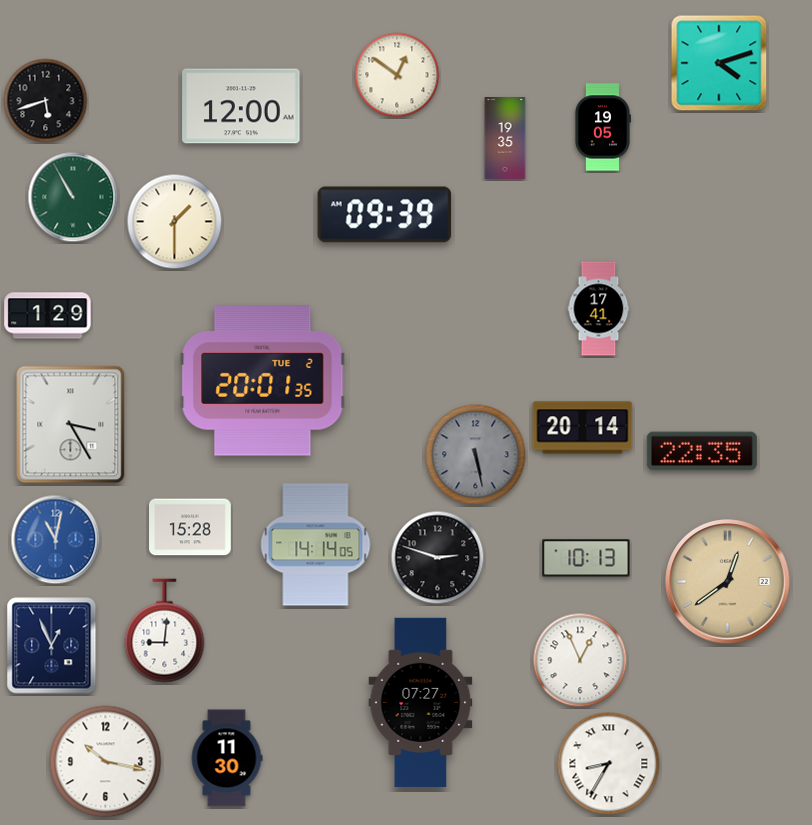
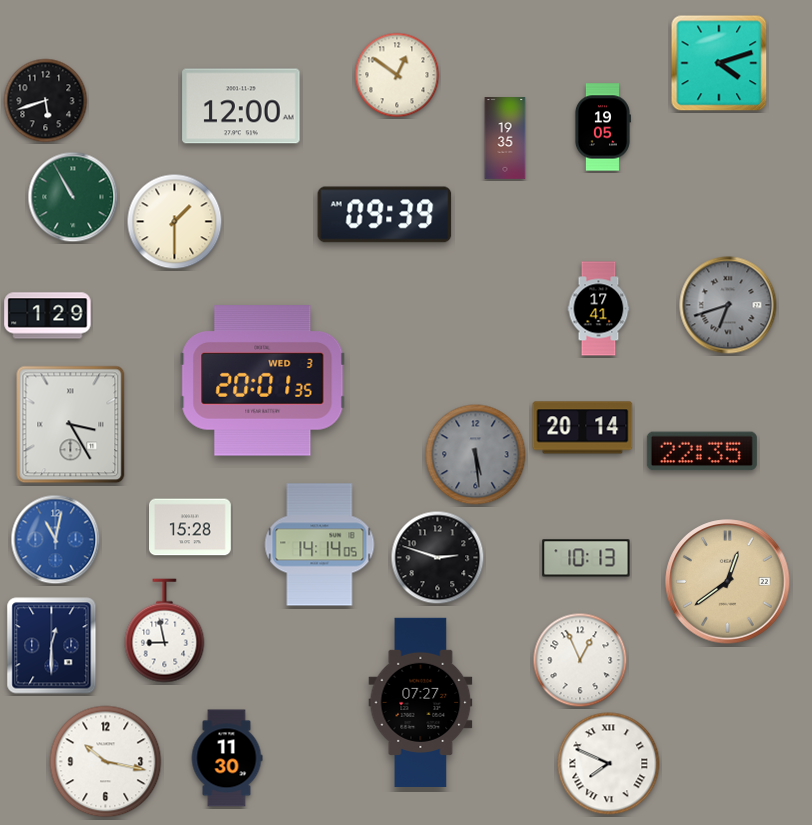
clock at (728, 305): none -> 6:42
clock at (263, 381) date: TUE 2 -> WED 3
clock at (476, 455): 5:28 -> 5:29
clock at (316, 545) position: (316, 545) -> (320, 545)
clock at (165, 631): 9:01 -> 8:58
clock at (52, 646): 12:56 -> 12:30
clock at (609, 764): 8:35 -> 7:49
